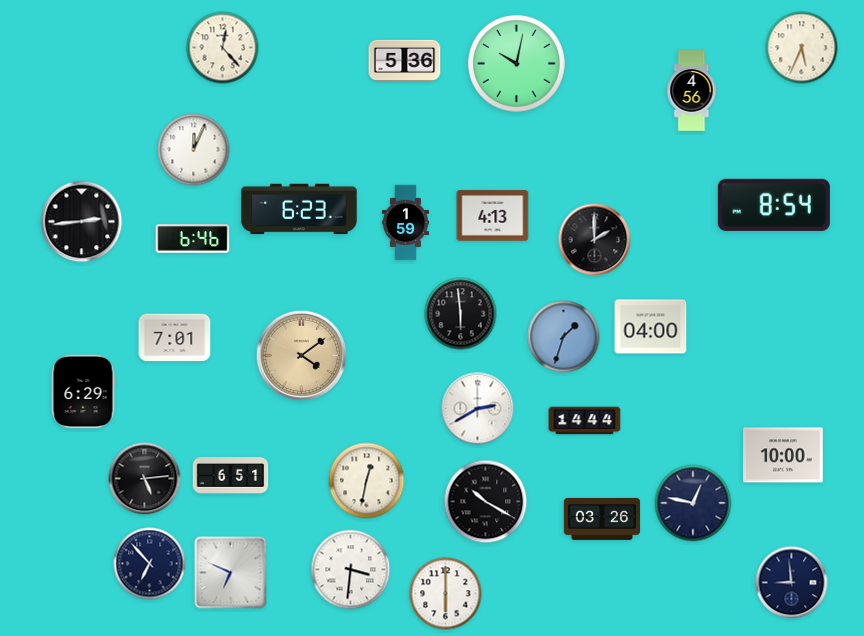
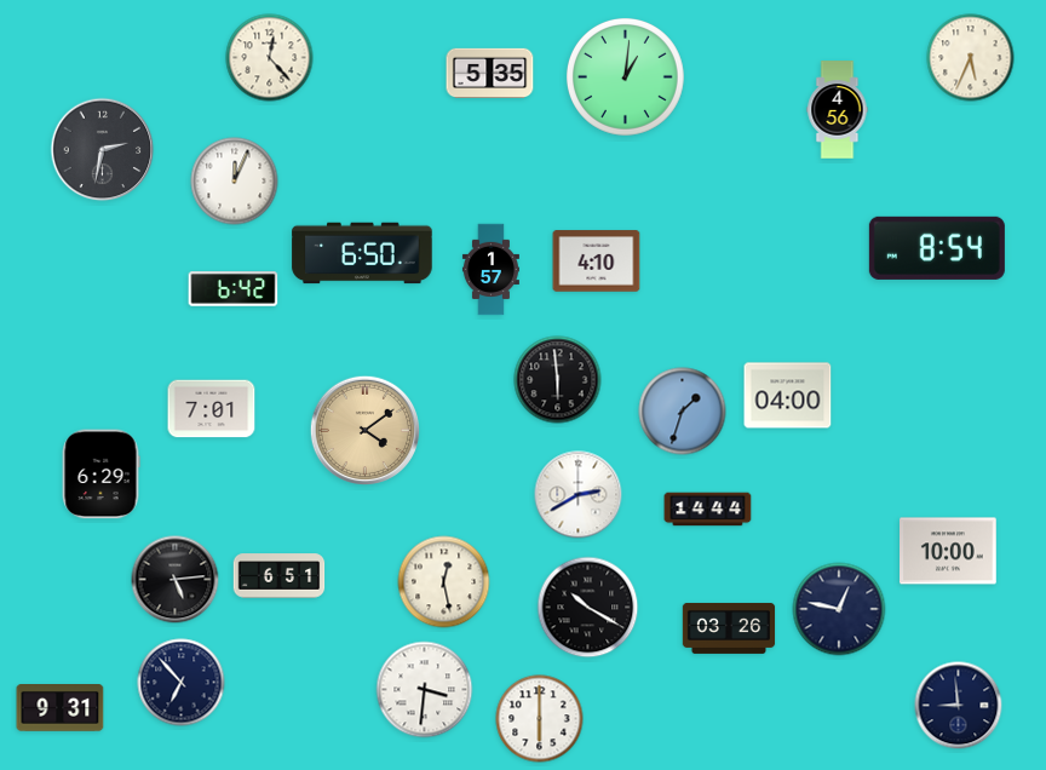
clock at (405, 60): 5:36 -> 5:35
clock at (517, 64): 10:02 -> 1:01
clock at (103, 150): none -> 2:32
clock at (299, 209): 6:23 -> 6:50
clock at (493, 216): 4:13 -> 4:10
clock at (82, 222): 2:44 -> none
clock at (405, 223): 1:59 -> 1:57
clock at (193, 239): 6:46 -> 6:42
clock at (595, 240): 2:00 -> none
clock at (564, 337) position: (564, 337) -> (683, 412)
clock at (367, 481): 12:32 -> 12:28
clock at (231, 573): 6:49 -> none
clock at (61, 708): none -> 9:31
